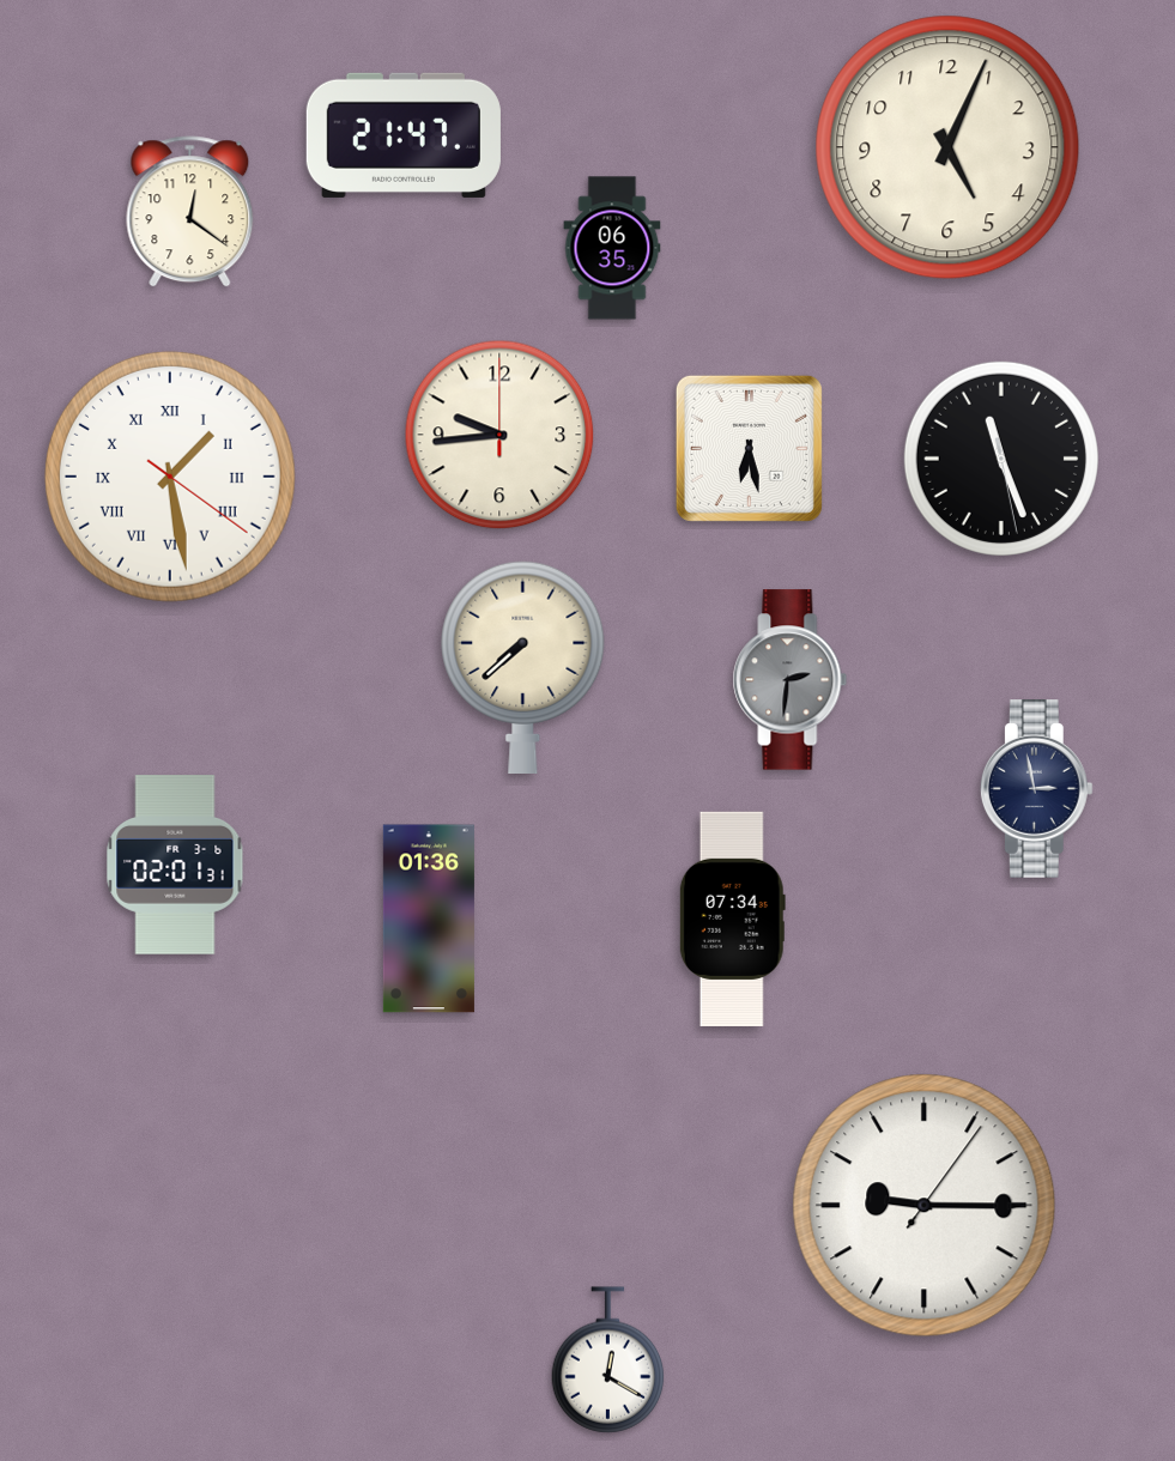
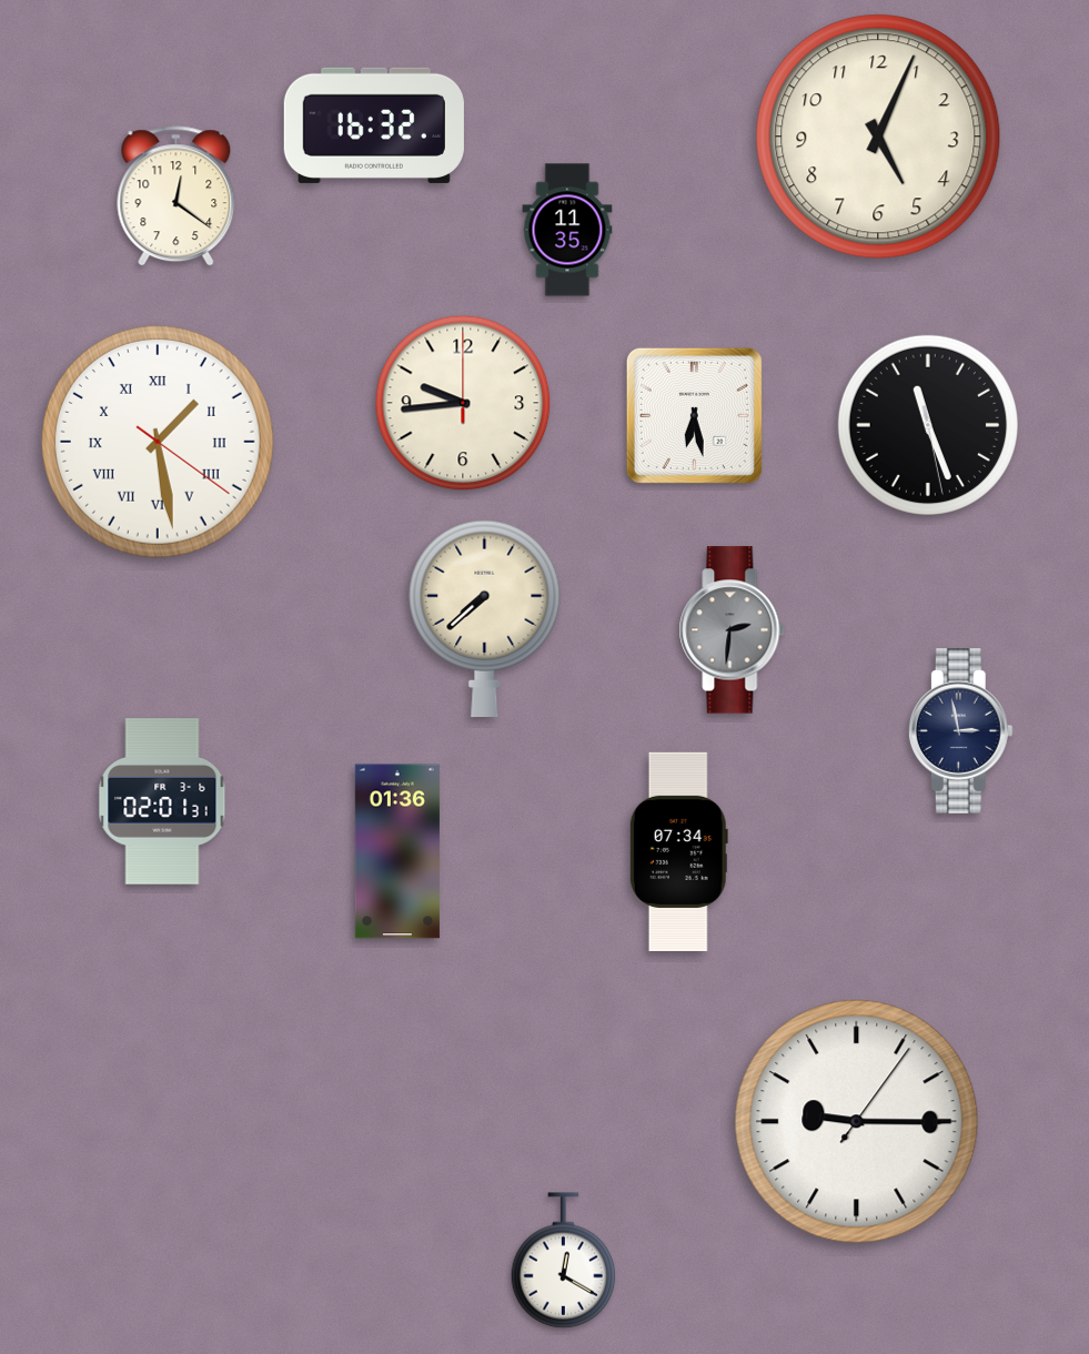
clock at (404, 135): 21:47 -> 16:32
clock at (612, 248): 06:35 -> 11:35
clock at (925, 1206) position: (925, 1206) -> (857, 1122)
